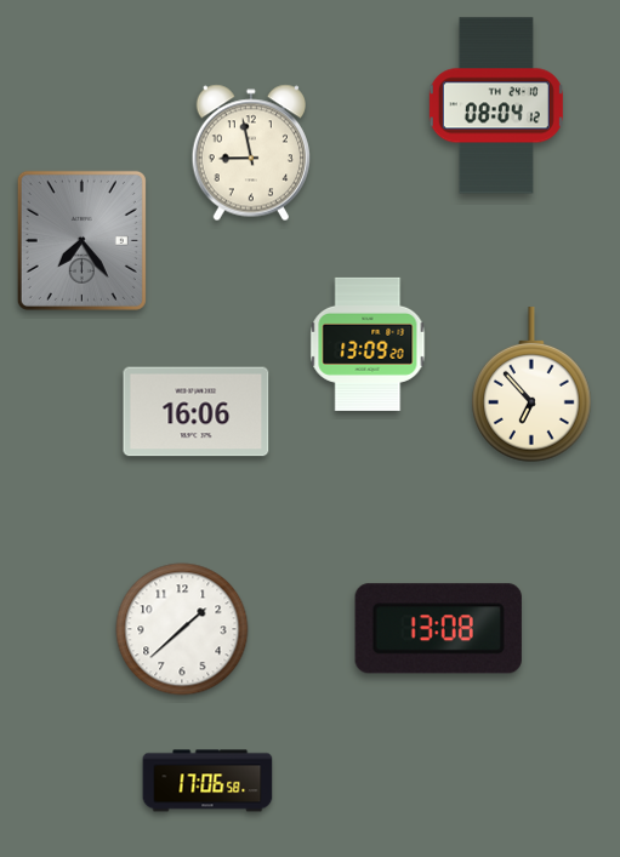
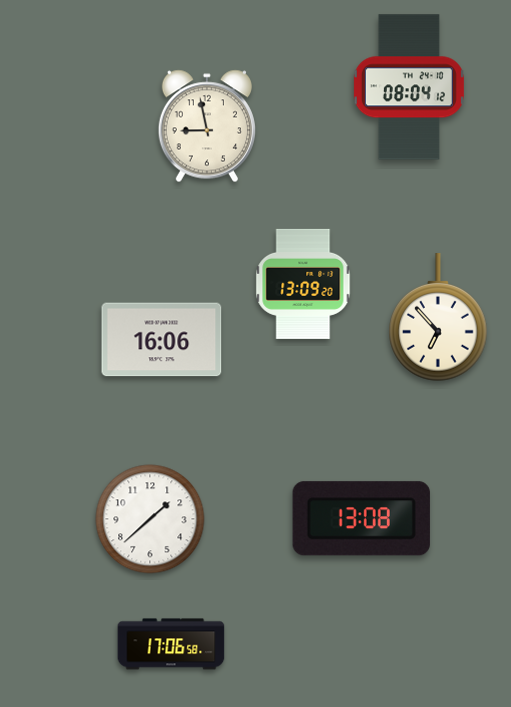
clock at (81, 240): 7:24 -> none
